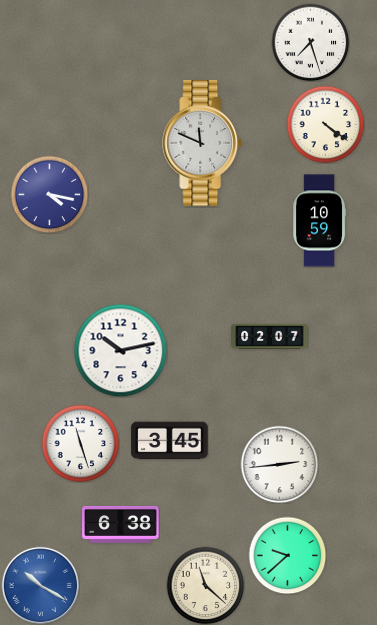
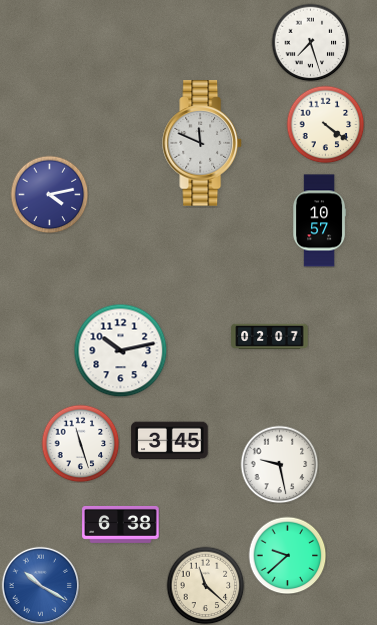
clock at (49, 194): 4:17 -> 4:13
clock at (320, 221): 10:59 -> 10:57
clock at (279, 464): 2:44 -> 9:28
